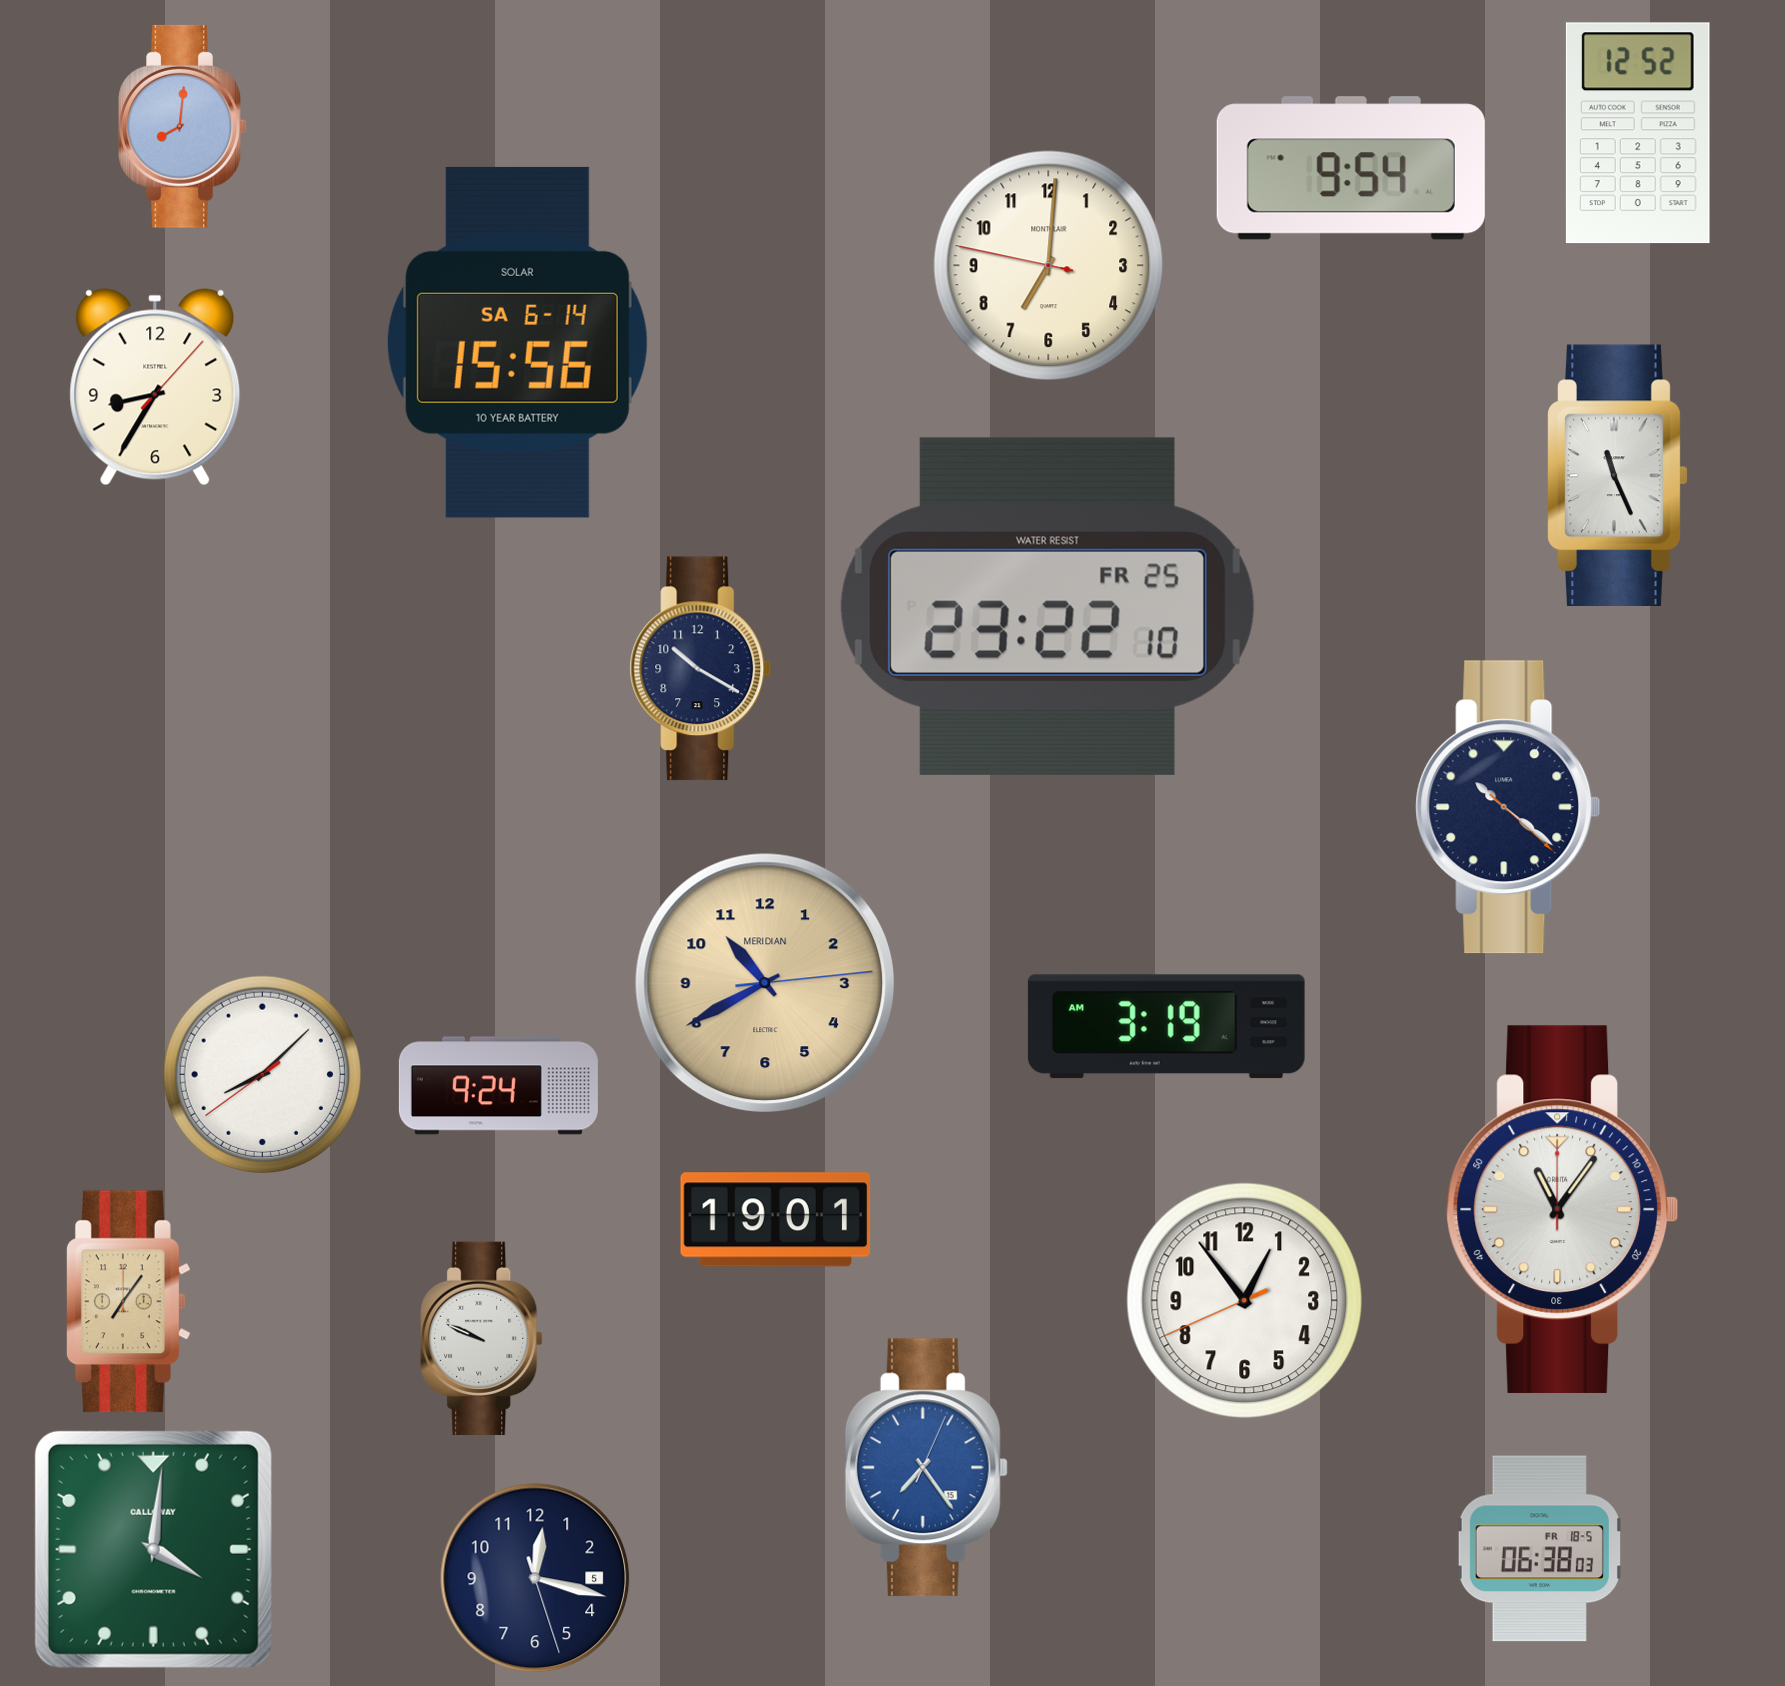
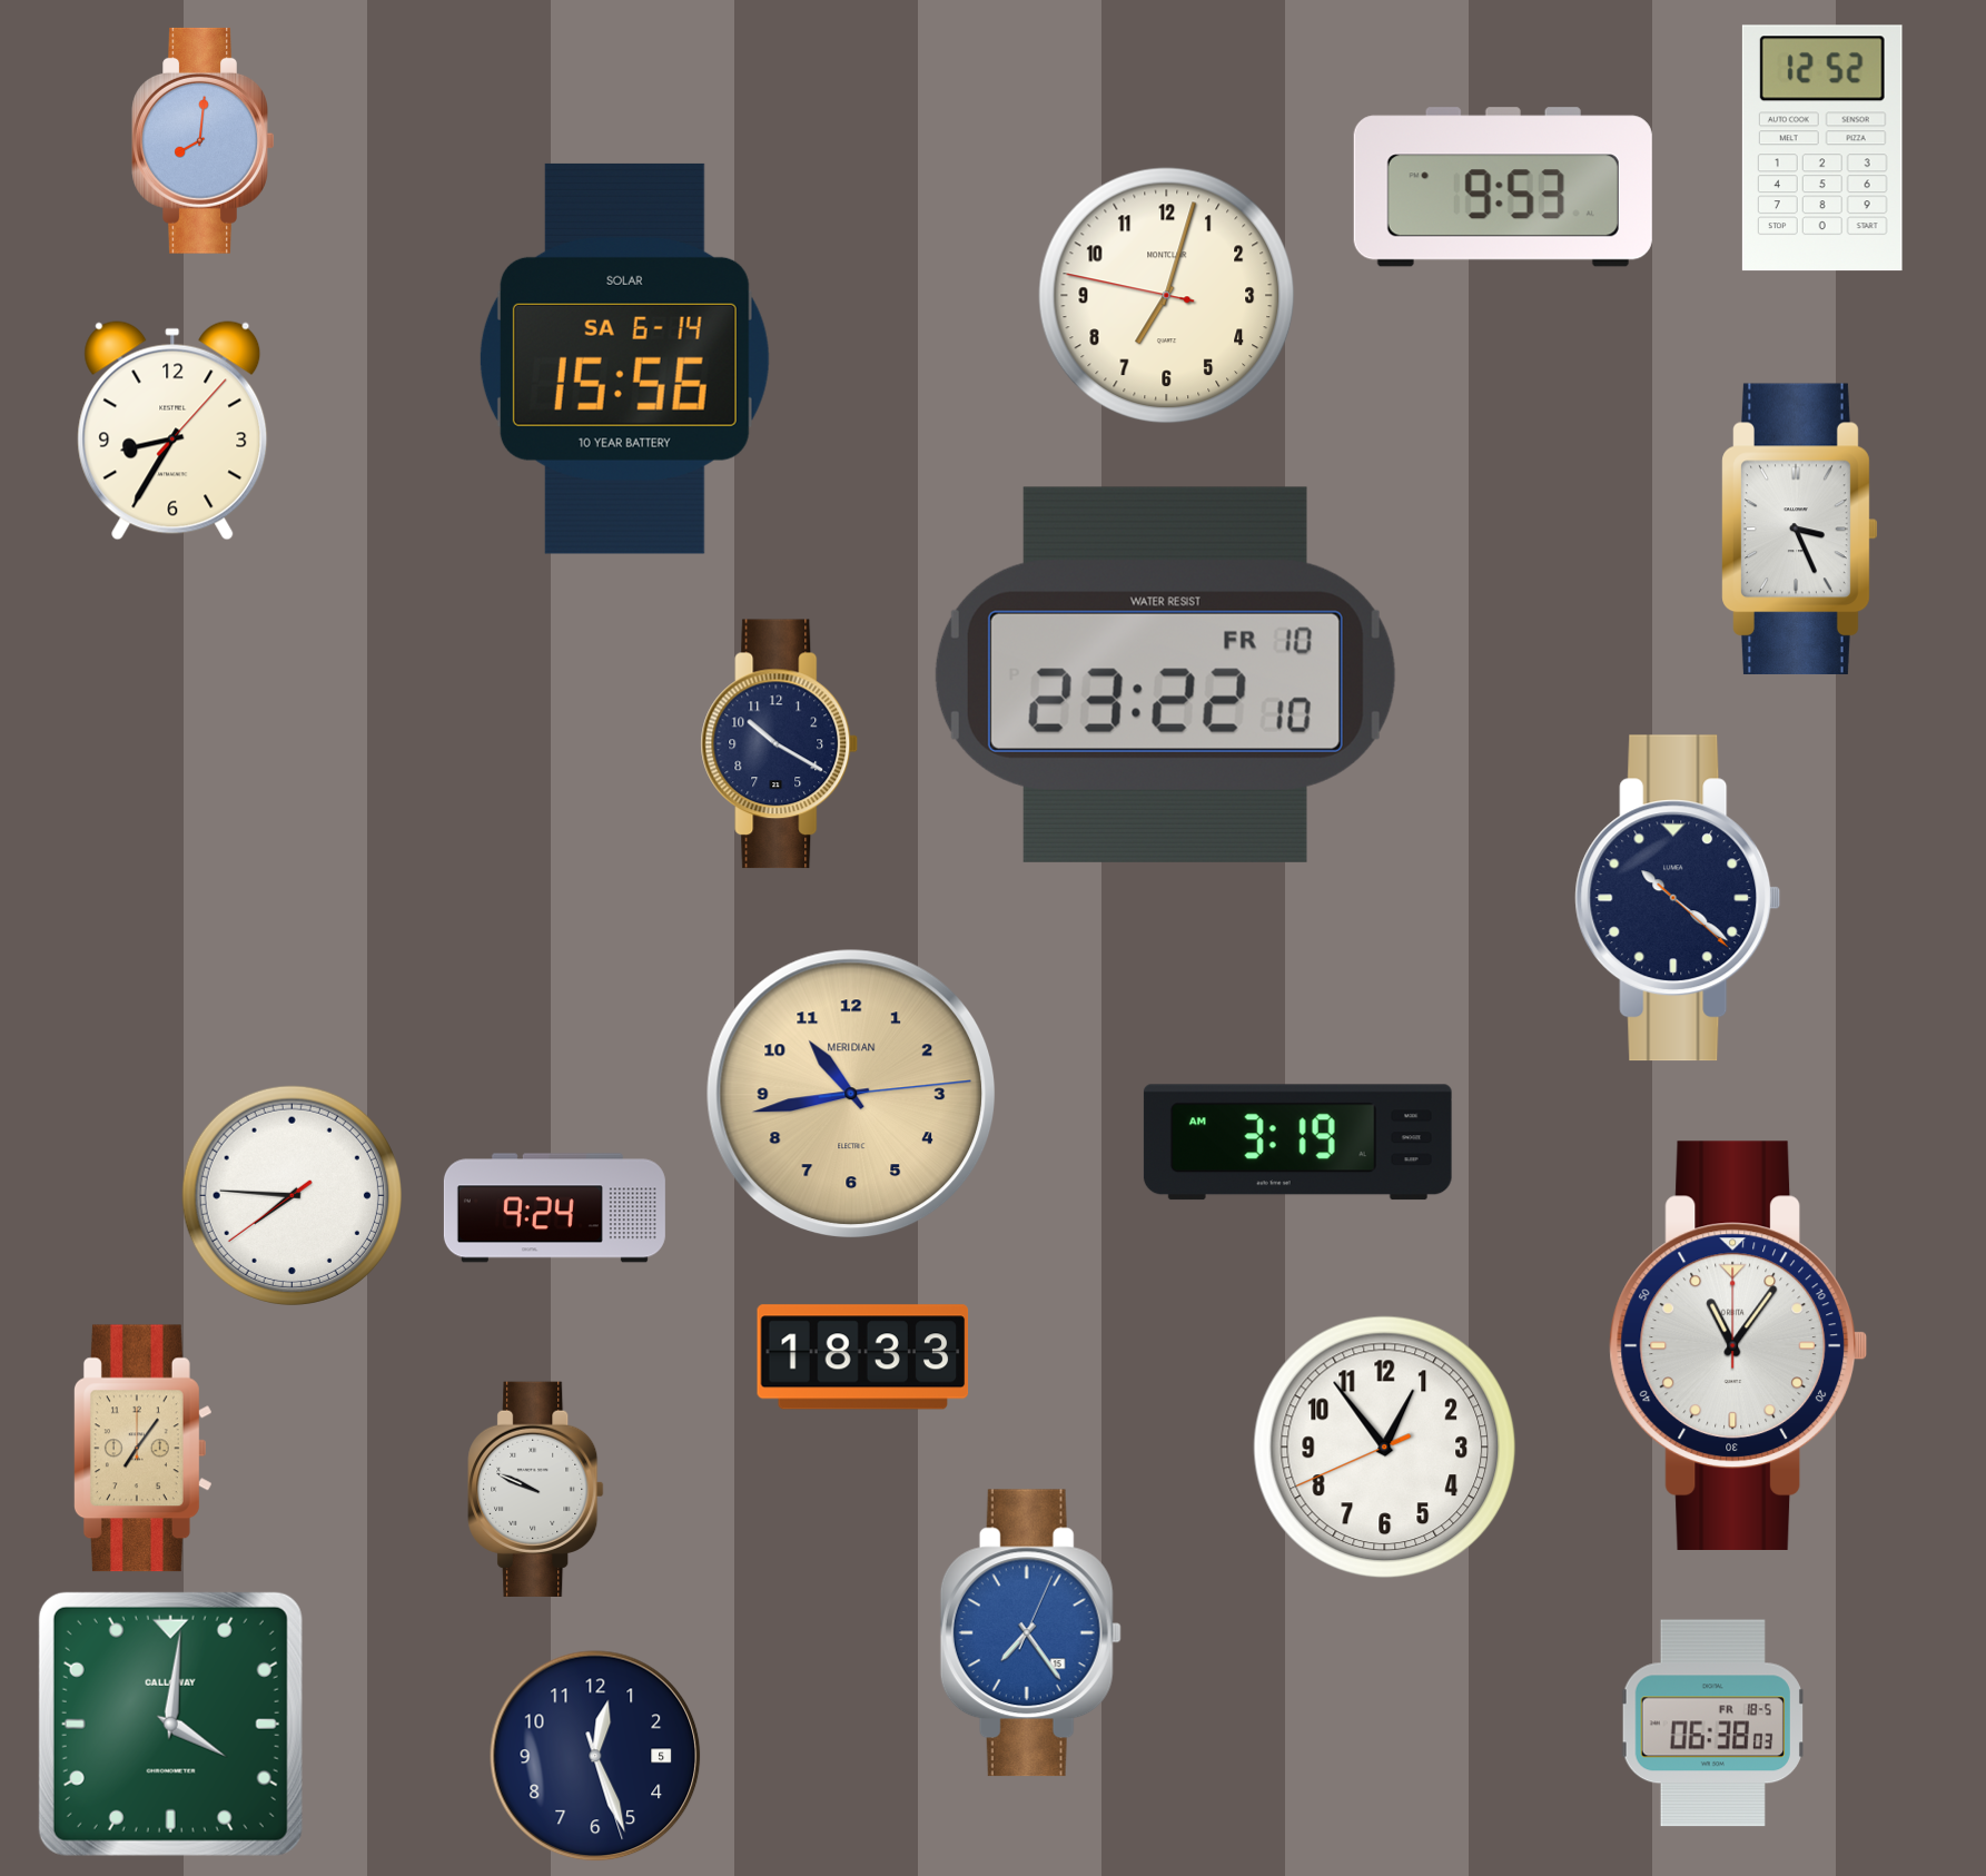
clock at (1351, 168): 9:54 -> 9:53
clock at (1049, 266): 7:00 -> 7:02
clock at (517, 342) position: (517, 342) -> (624, 358)
clock at (1618, 475): 11:26 -> 3:26
clock at (1047, 606) date: FR 25 -> FR 10
clock at (765, 983): 10:40 -> 10:43
clock at (262, 1074): 8:07 -> 7:45
clock at (776, 1220): 19:01 -> 18:33
clock at (535, 1578): 12:17 -> 12:26
